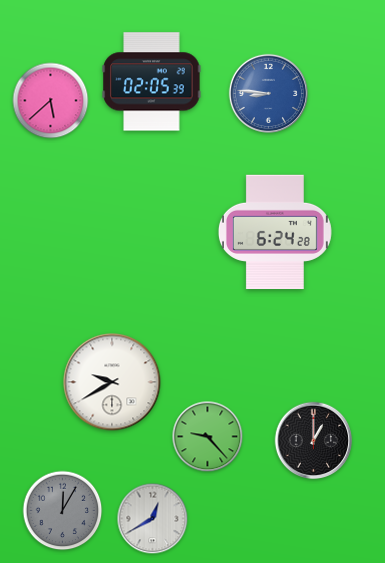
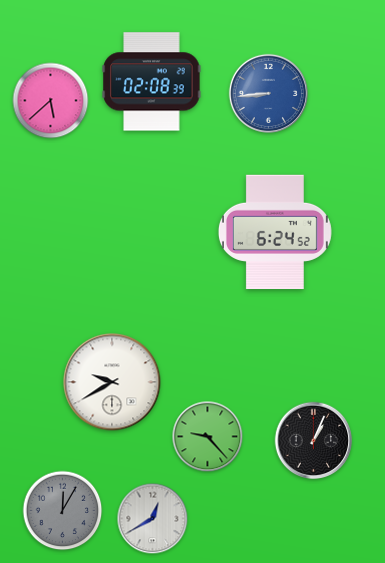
clock at (152, 82): 02:05 -> 02:08
clock at (268, 93): 8:46 -> 8:44
clock at (275, 232): 6:24:28 -> 6:24:52
clock at (314, 441): 1:00 -> 1:04
